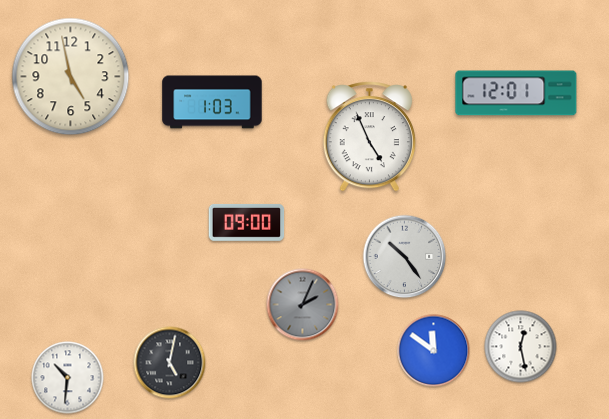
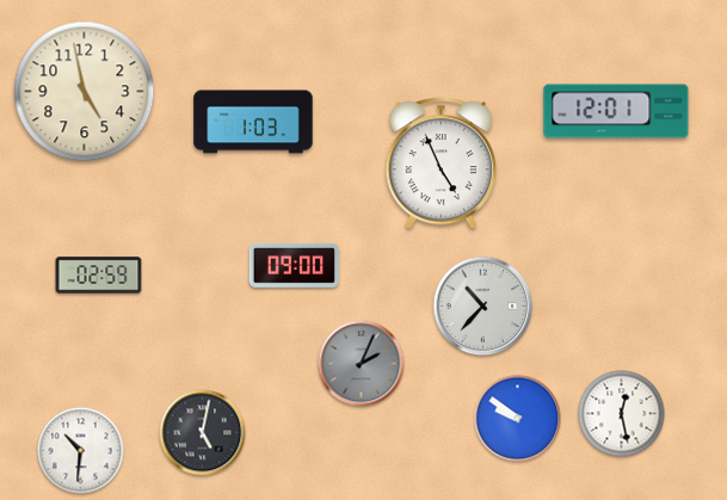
clock at (99, 276): none -> 02:59
clock at (405, 257): 10:24 -> 10:37
clock at (434, 351): 11:51 -> 9:51
